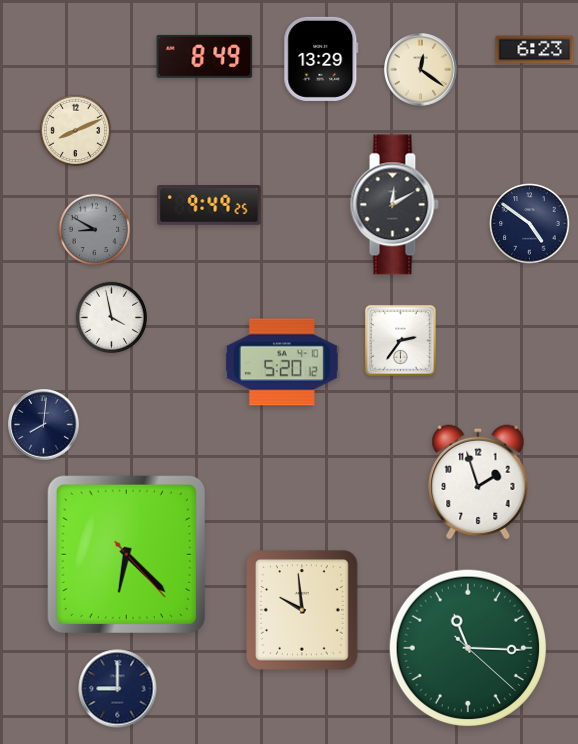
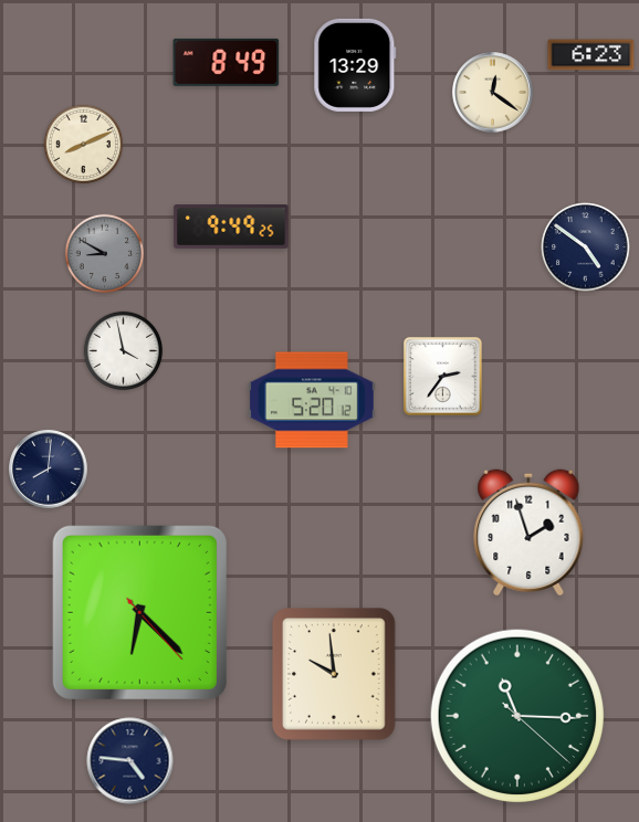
clock at (421, 70) position: (421, 70) -> (493, 93)
clock at (394, 205): 12:10 -> none
clock at (118, 689): 9:00 -> 4:46
